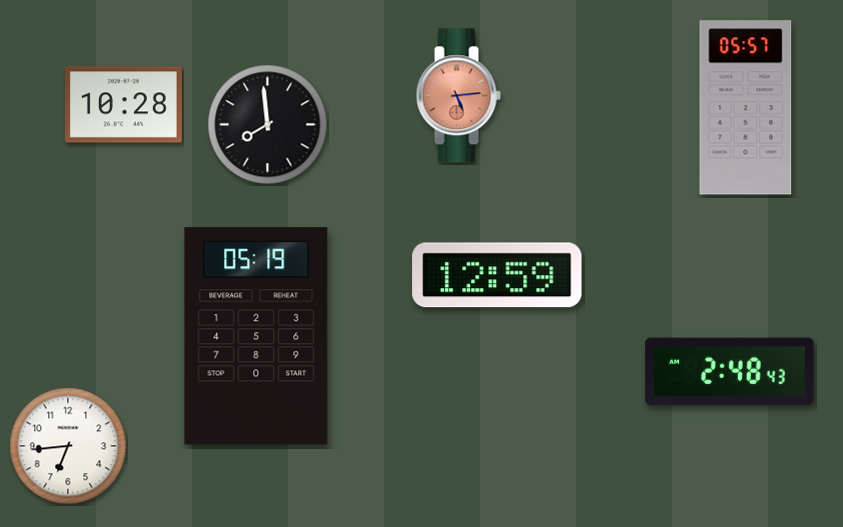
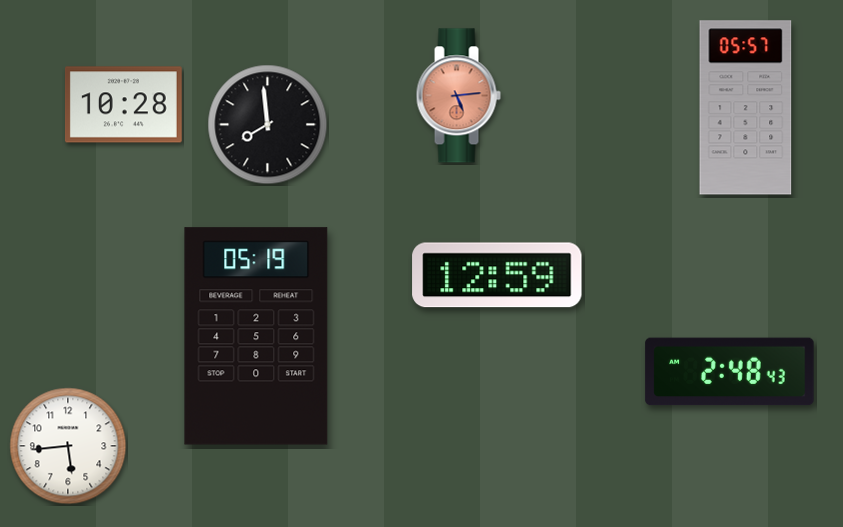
clock at (68, 446): 6:44 -> 5:44
